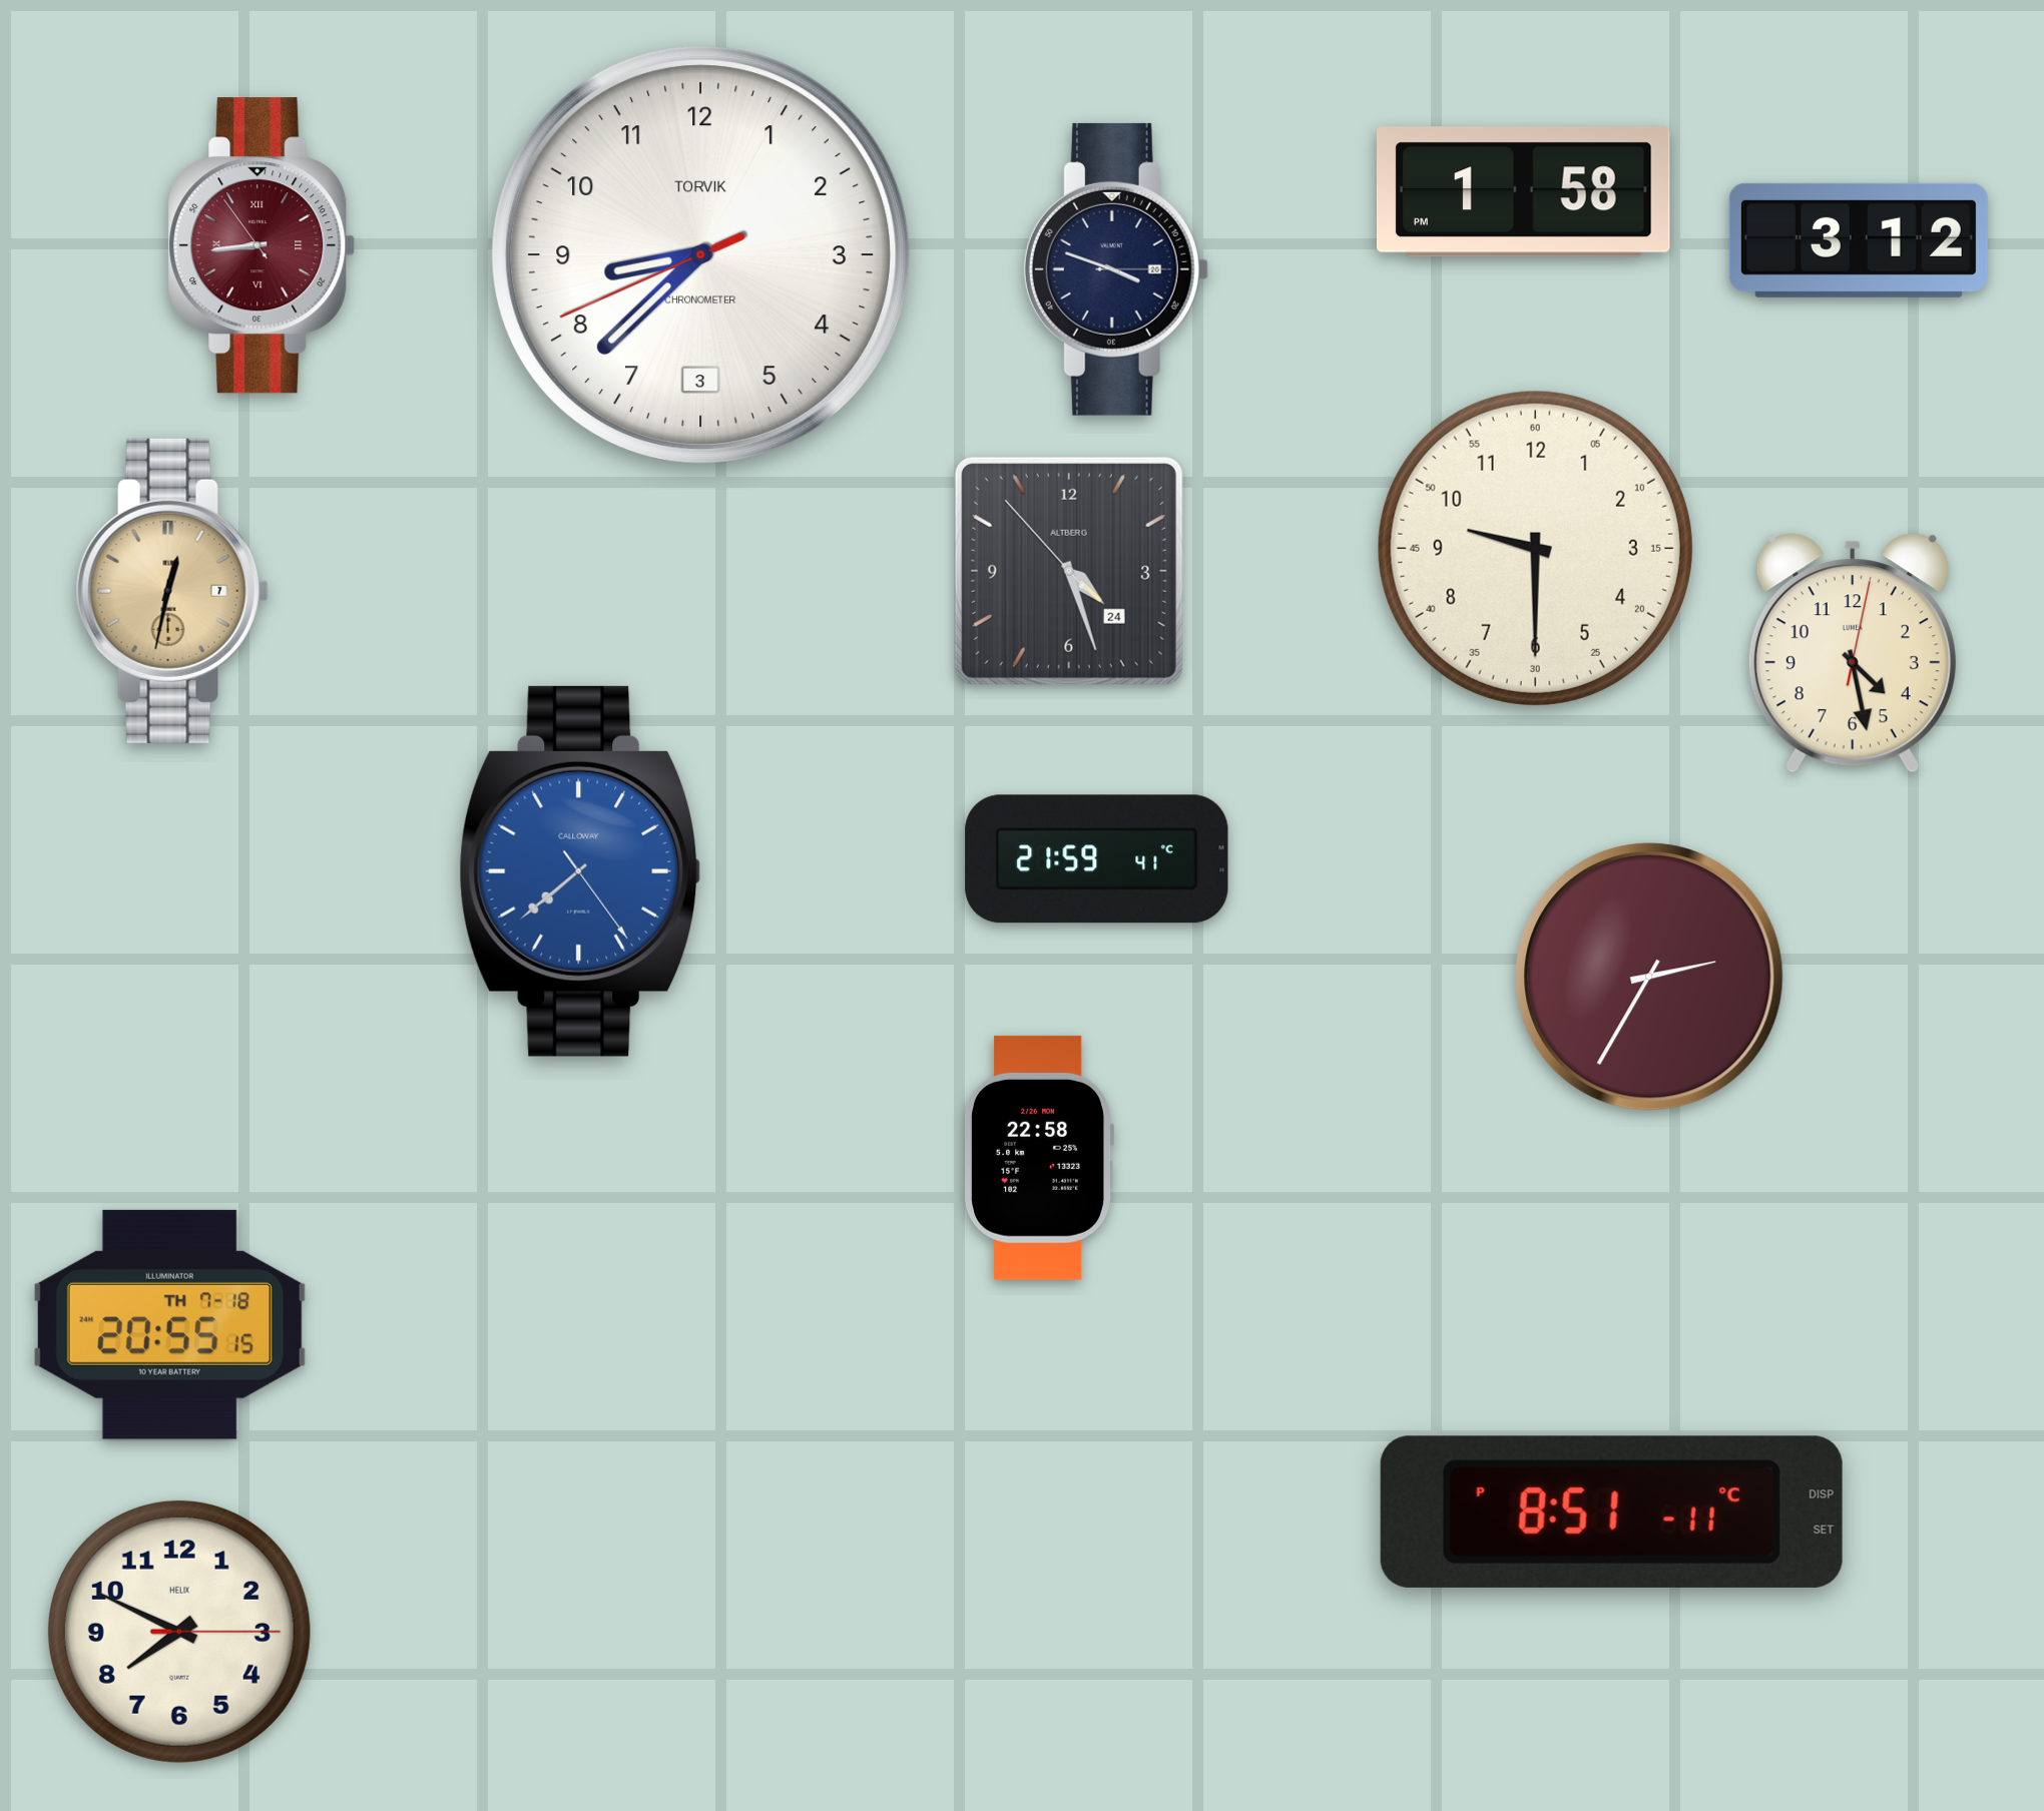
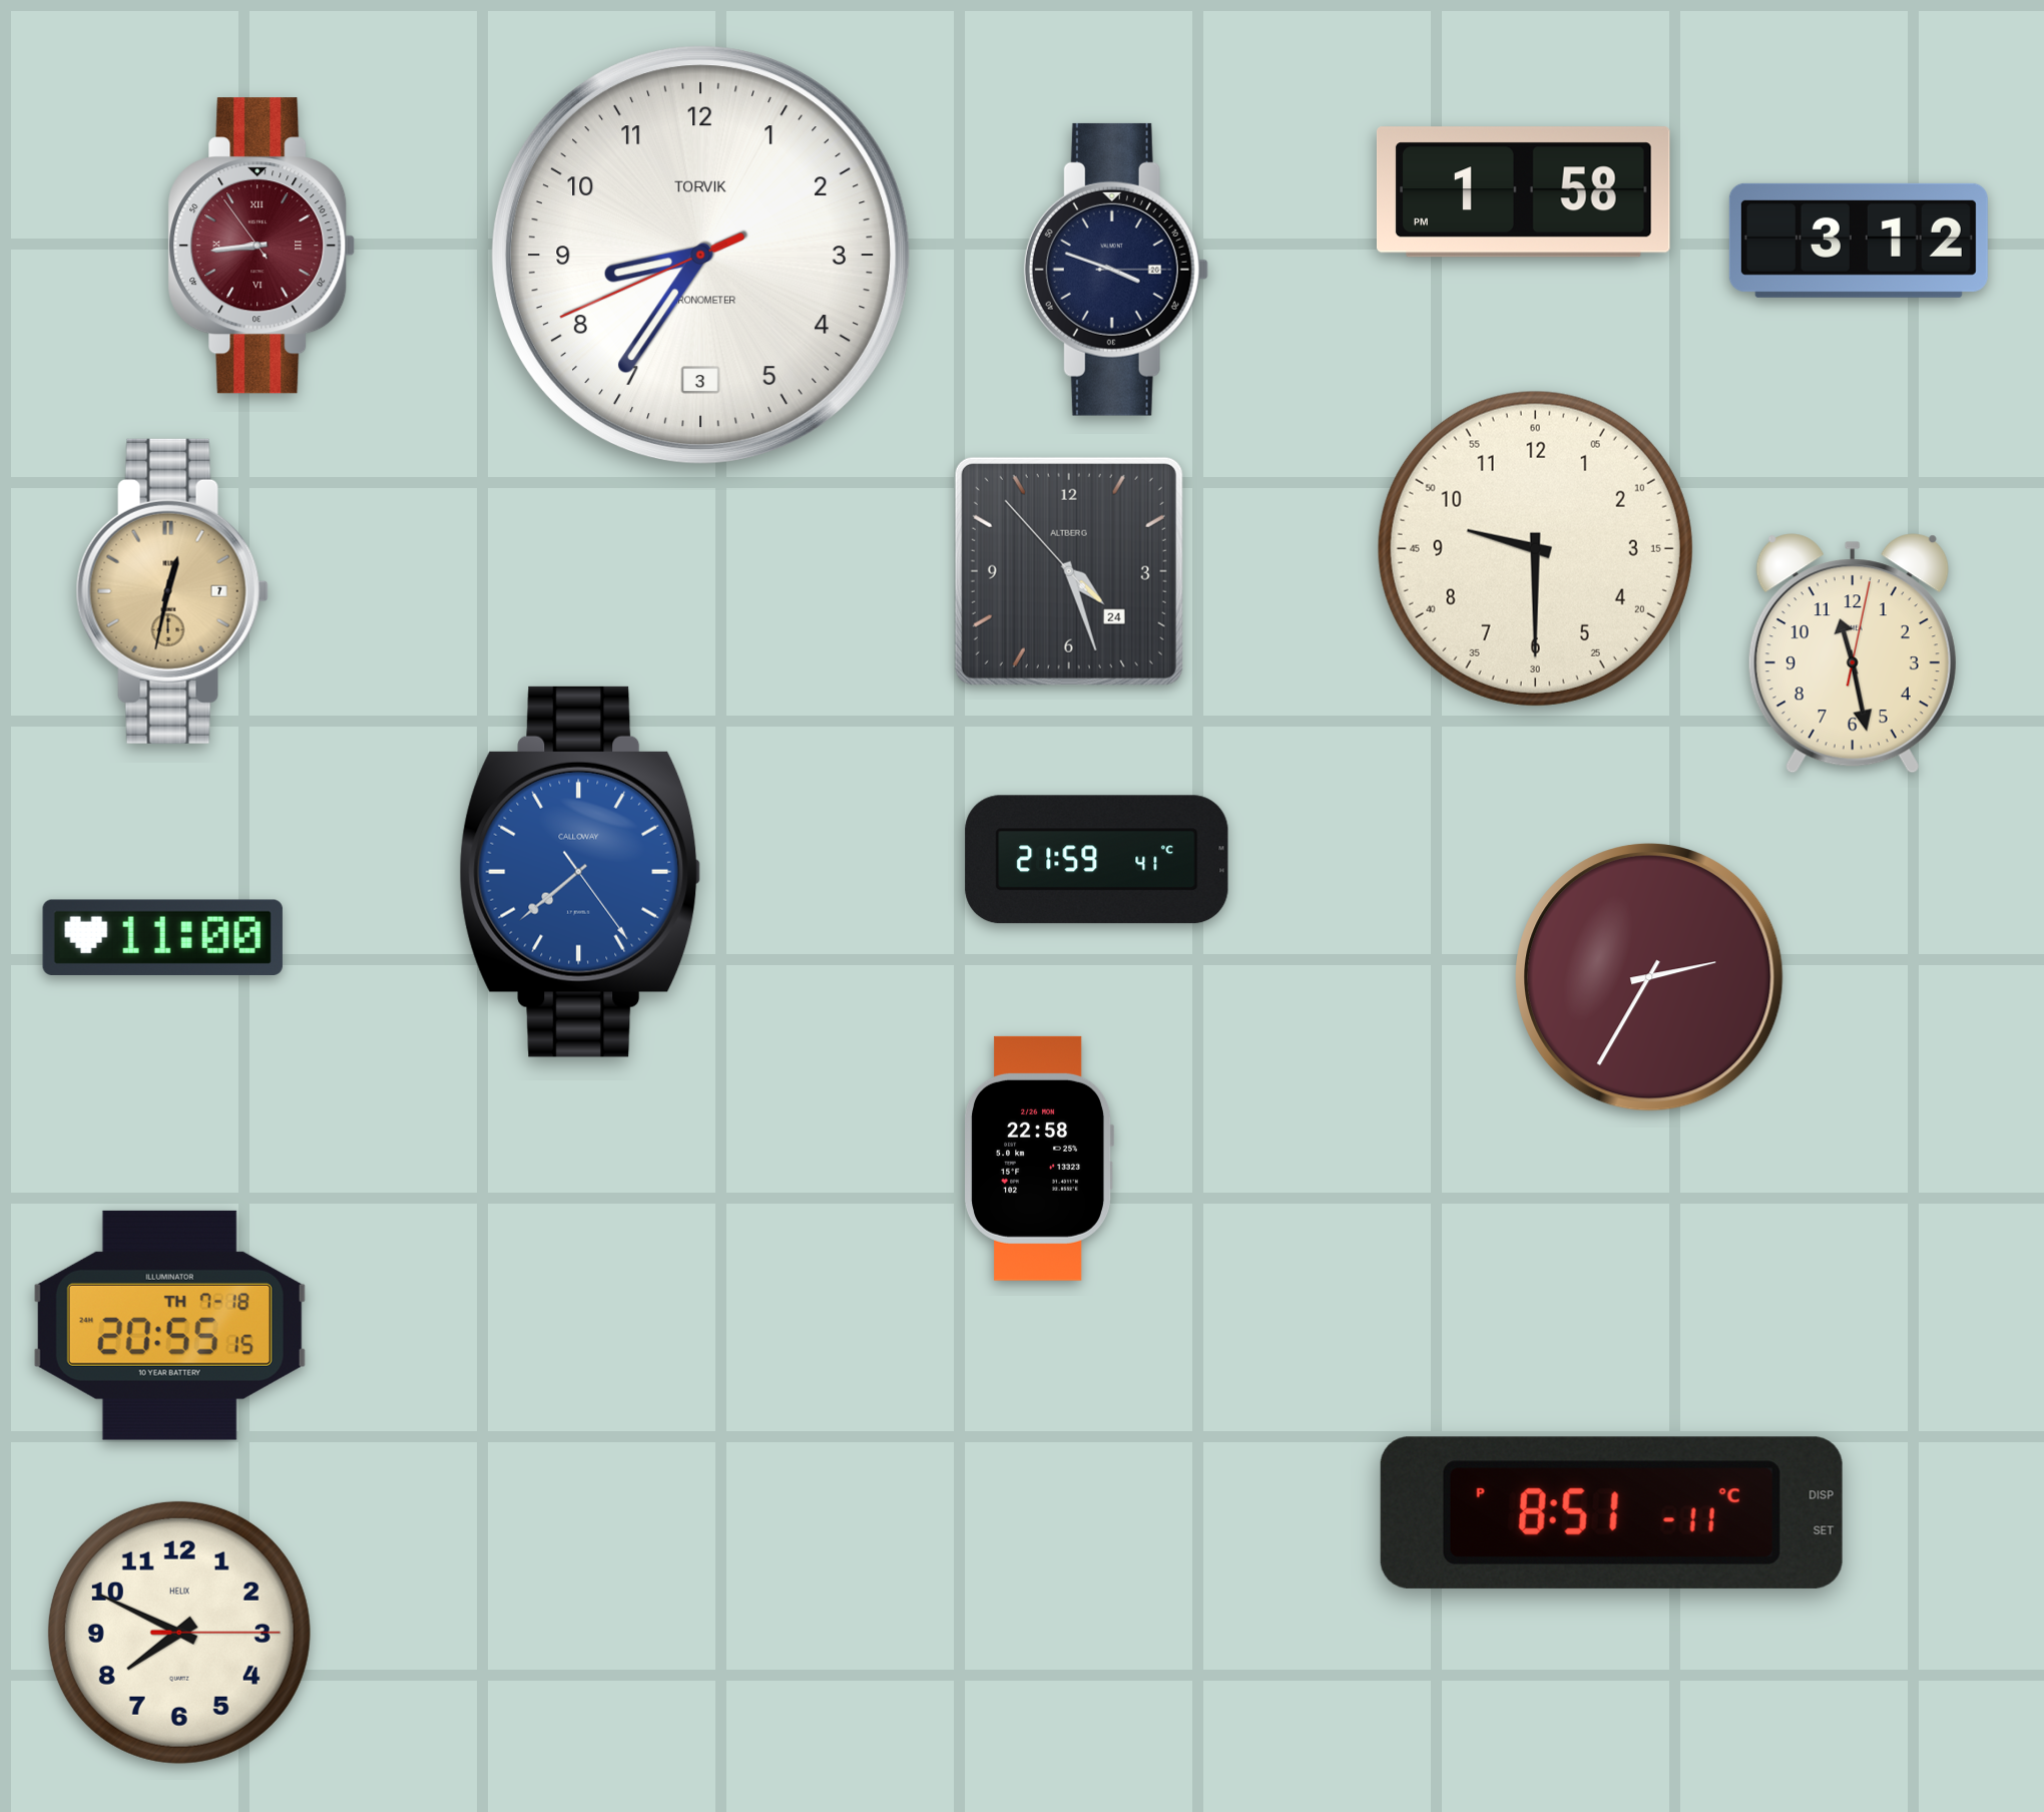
clock at (700, 254): 8:37 -> 8:35
clock at (1853, 653): 4:28 -> 11:28
clock at (162, 937): none -> 11:00
